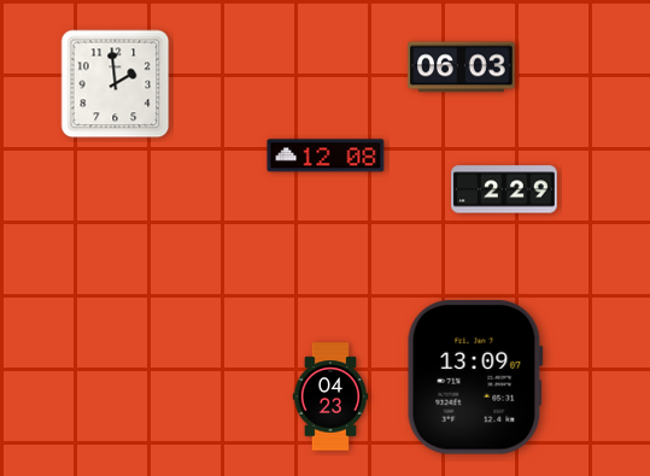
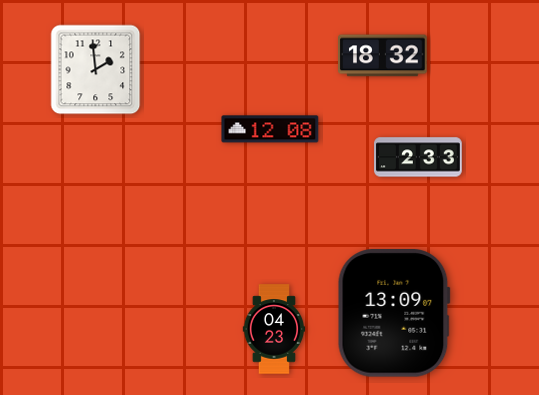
clock at (462, 67): 06:03 -> 18:32
clock at (504, 189): 2:29 -> 2:33
